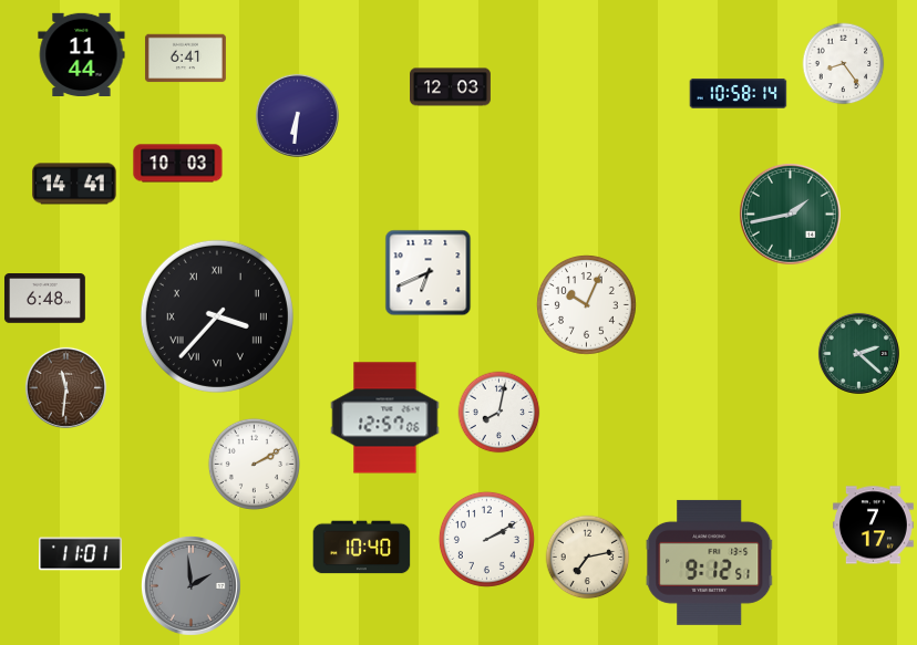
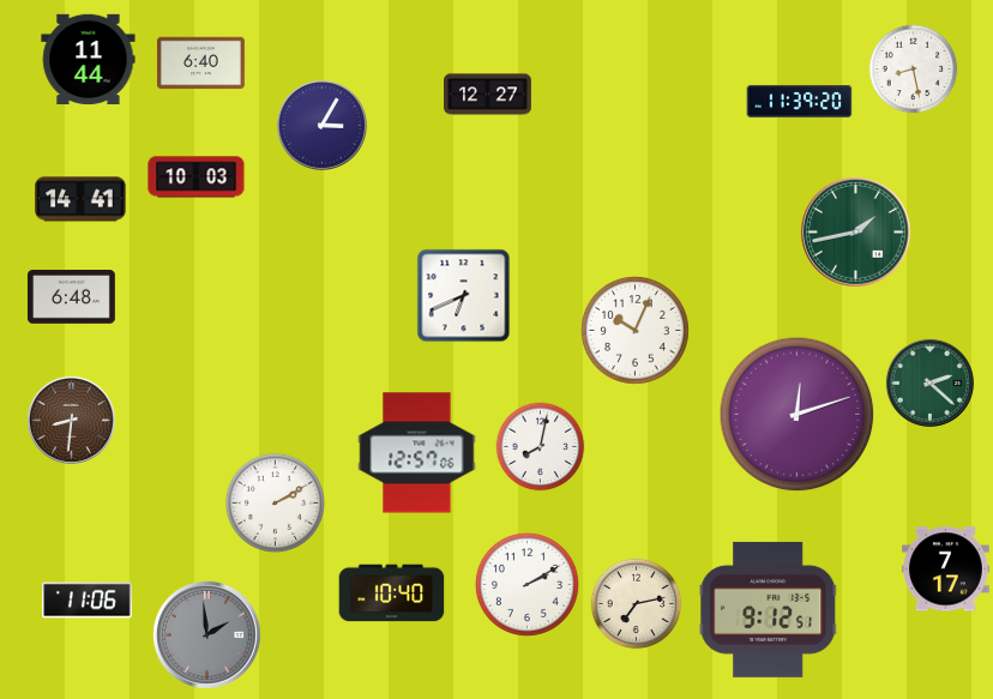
clock at (185, 59): 6:41 -> 6:40
clock at (844, 64): 8:24 -> 8:28
clock at (451, 87): 12:03 -> 12:27
clock at (739, 93): 10:58 -> 11:39
clock at (297, 115): 6:31 -> 3:05
clock at (178, 164) position: (178, 164) -> (197, 177)
clock at (44, 299) position: (44, 299) -> (71, 297)
clock at (217, 316): 3:37 -> none
clock at (798, 415): none -> 12:12
clock at (65, 387): 11:31 -> 8:31
clock at (81, 554): 11:01 -> 11:06
